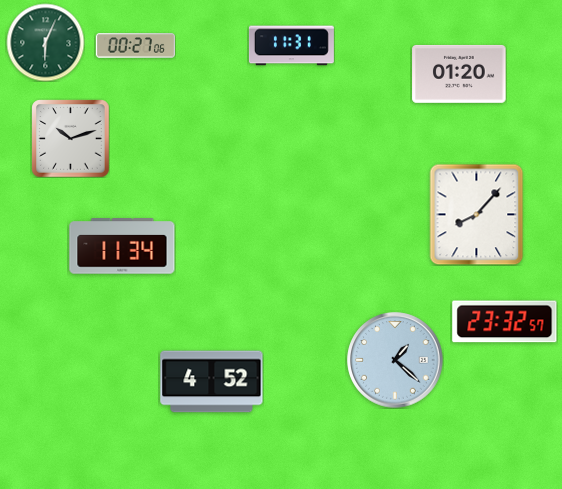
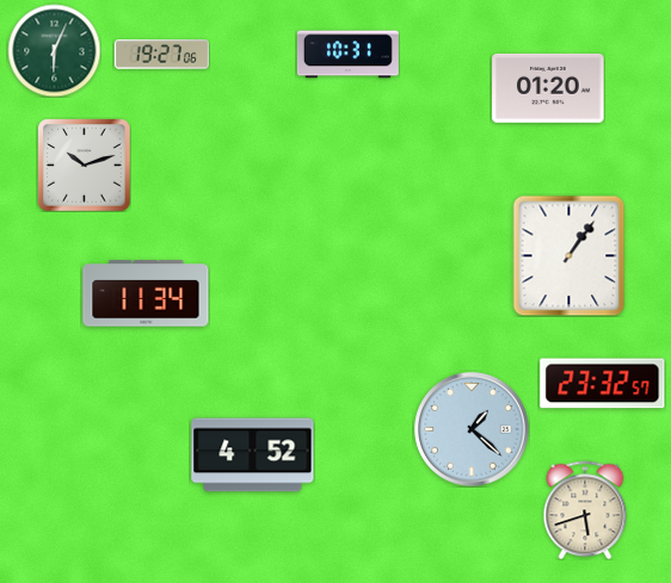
clock at (135, 46): 00:27 -> 19:27
clock at (291, 46): 11:31 -> 10:31
clock at (477, 214): 8:07 -> 1:06
clock at (585, 510): none -> 5:42
